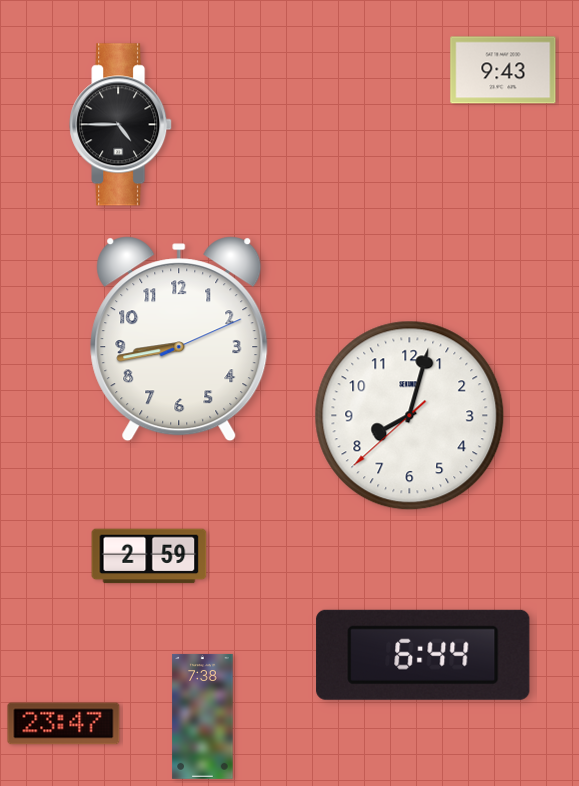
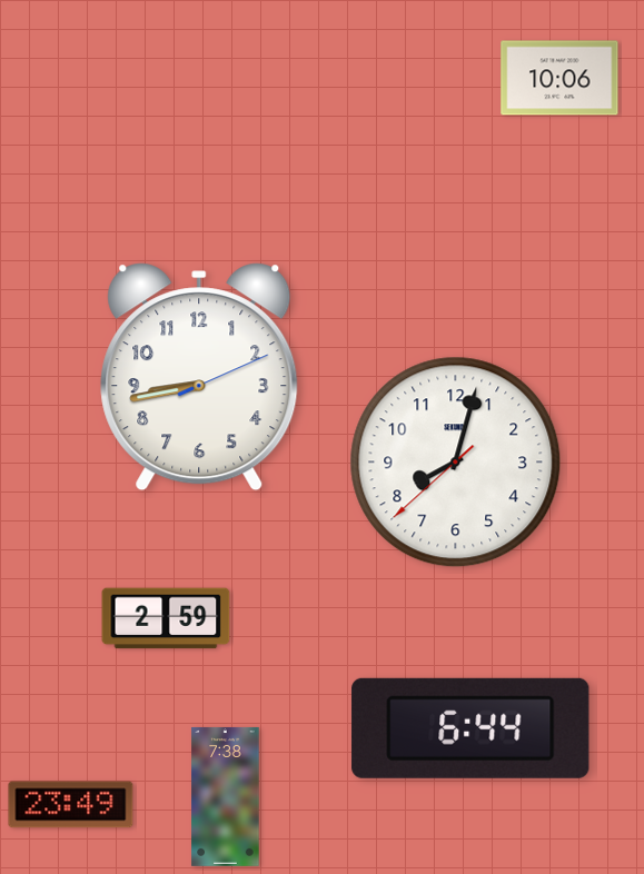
clock at (503, 70): 9:43 -> 10:06
clock at (121, 125): 4:45 -> none
clock at (64, 724): 23:47 -> 23:49
